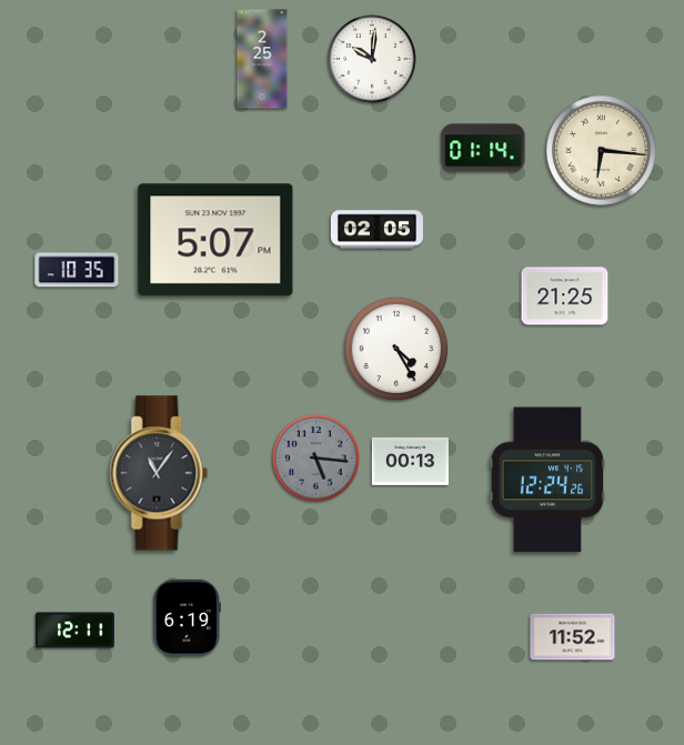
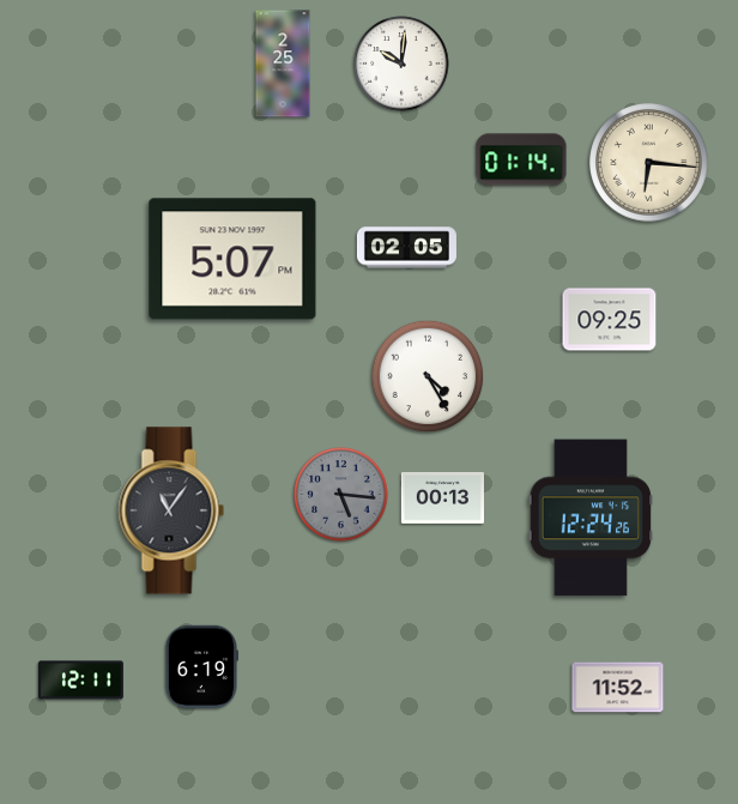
clock at (77, 270): 10:35 -> none
clock at (565, 296): 21:25 -> 09:25
